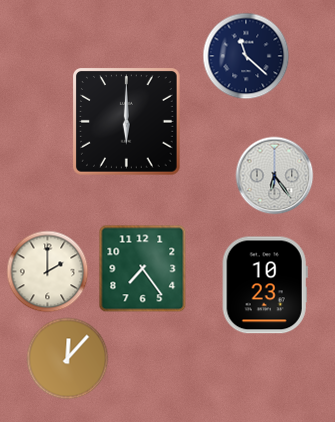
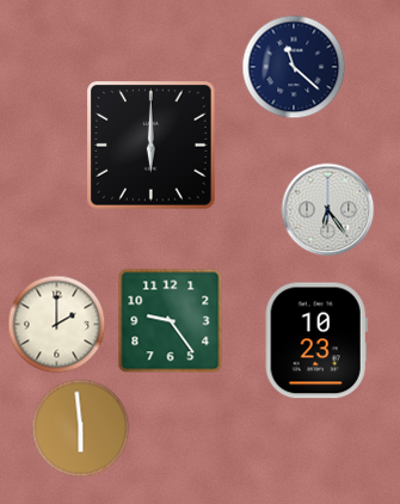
clock at (143, 269): 7:24 -> 9:24
clock at (68, 359): 12:07 -> 5:59
